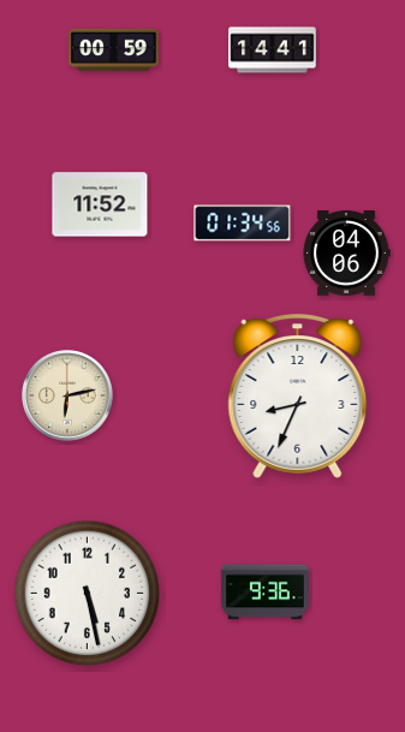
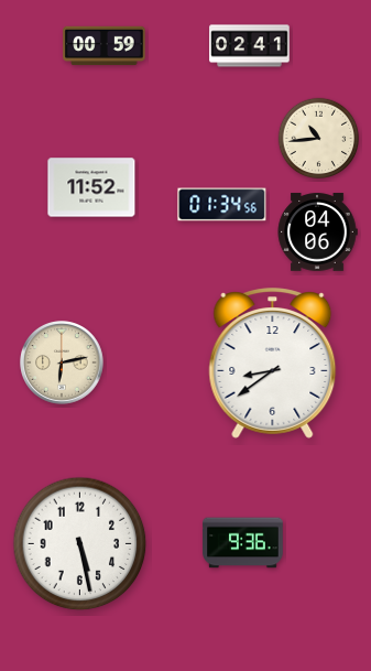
clock at (273, 50): 14:41 -> 02:41
clock at (319, 139): none -> 10:44
clock at (298, 397): 8:34 -> 8:39
